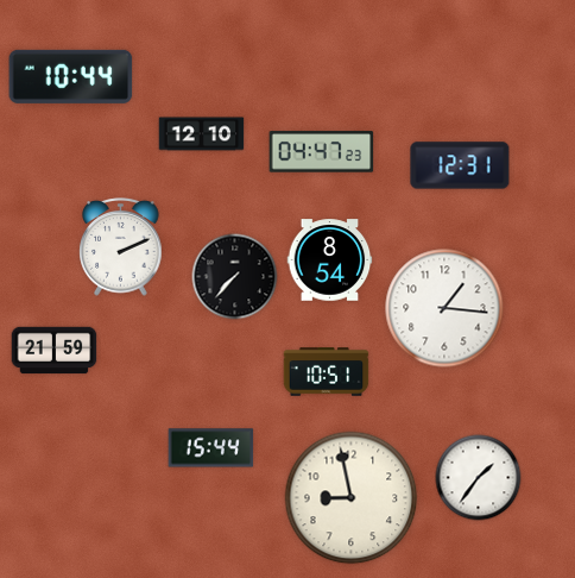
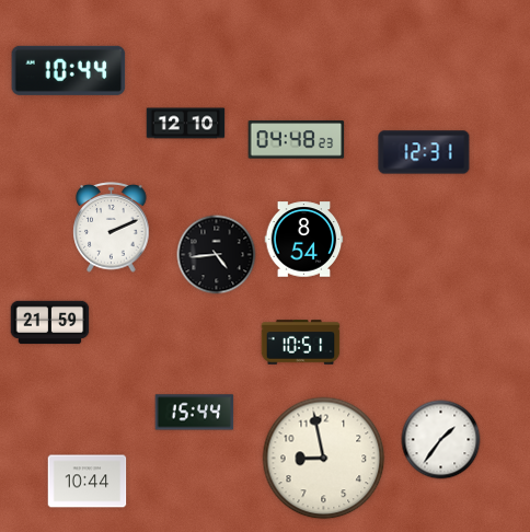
clock at (71, 76) position: (71, 76) -> (69, 70)
clock at (322, 152): 04:47 -> 04:48
clock at (235, 277): 7:37 -> 4:44
clock at (444, 308): 1:16 -> none
clock at (88, 482): none -> 10:44
